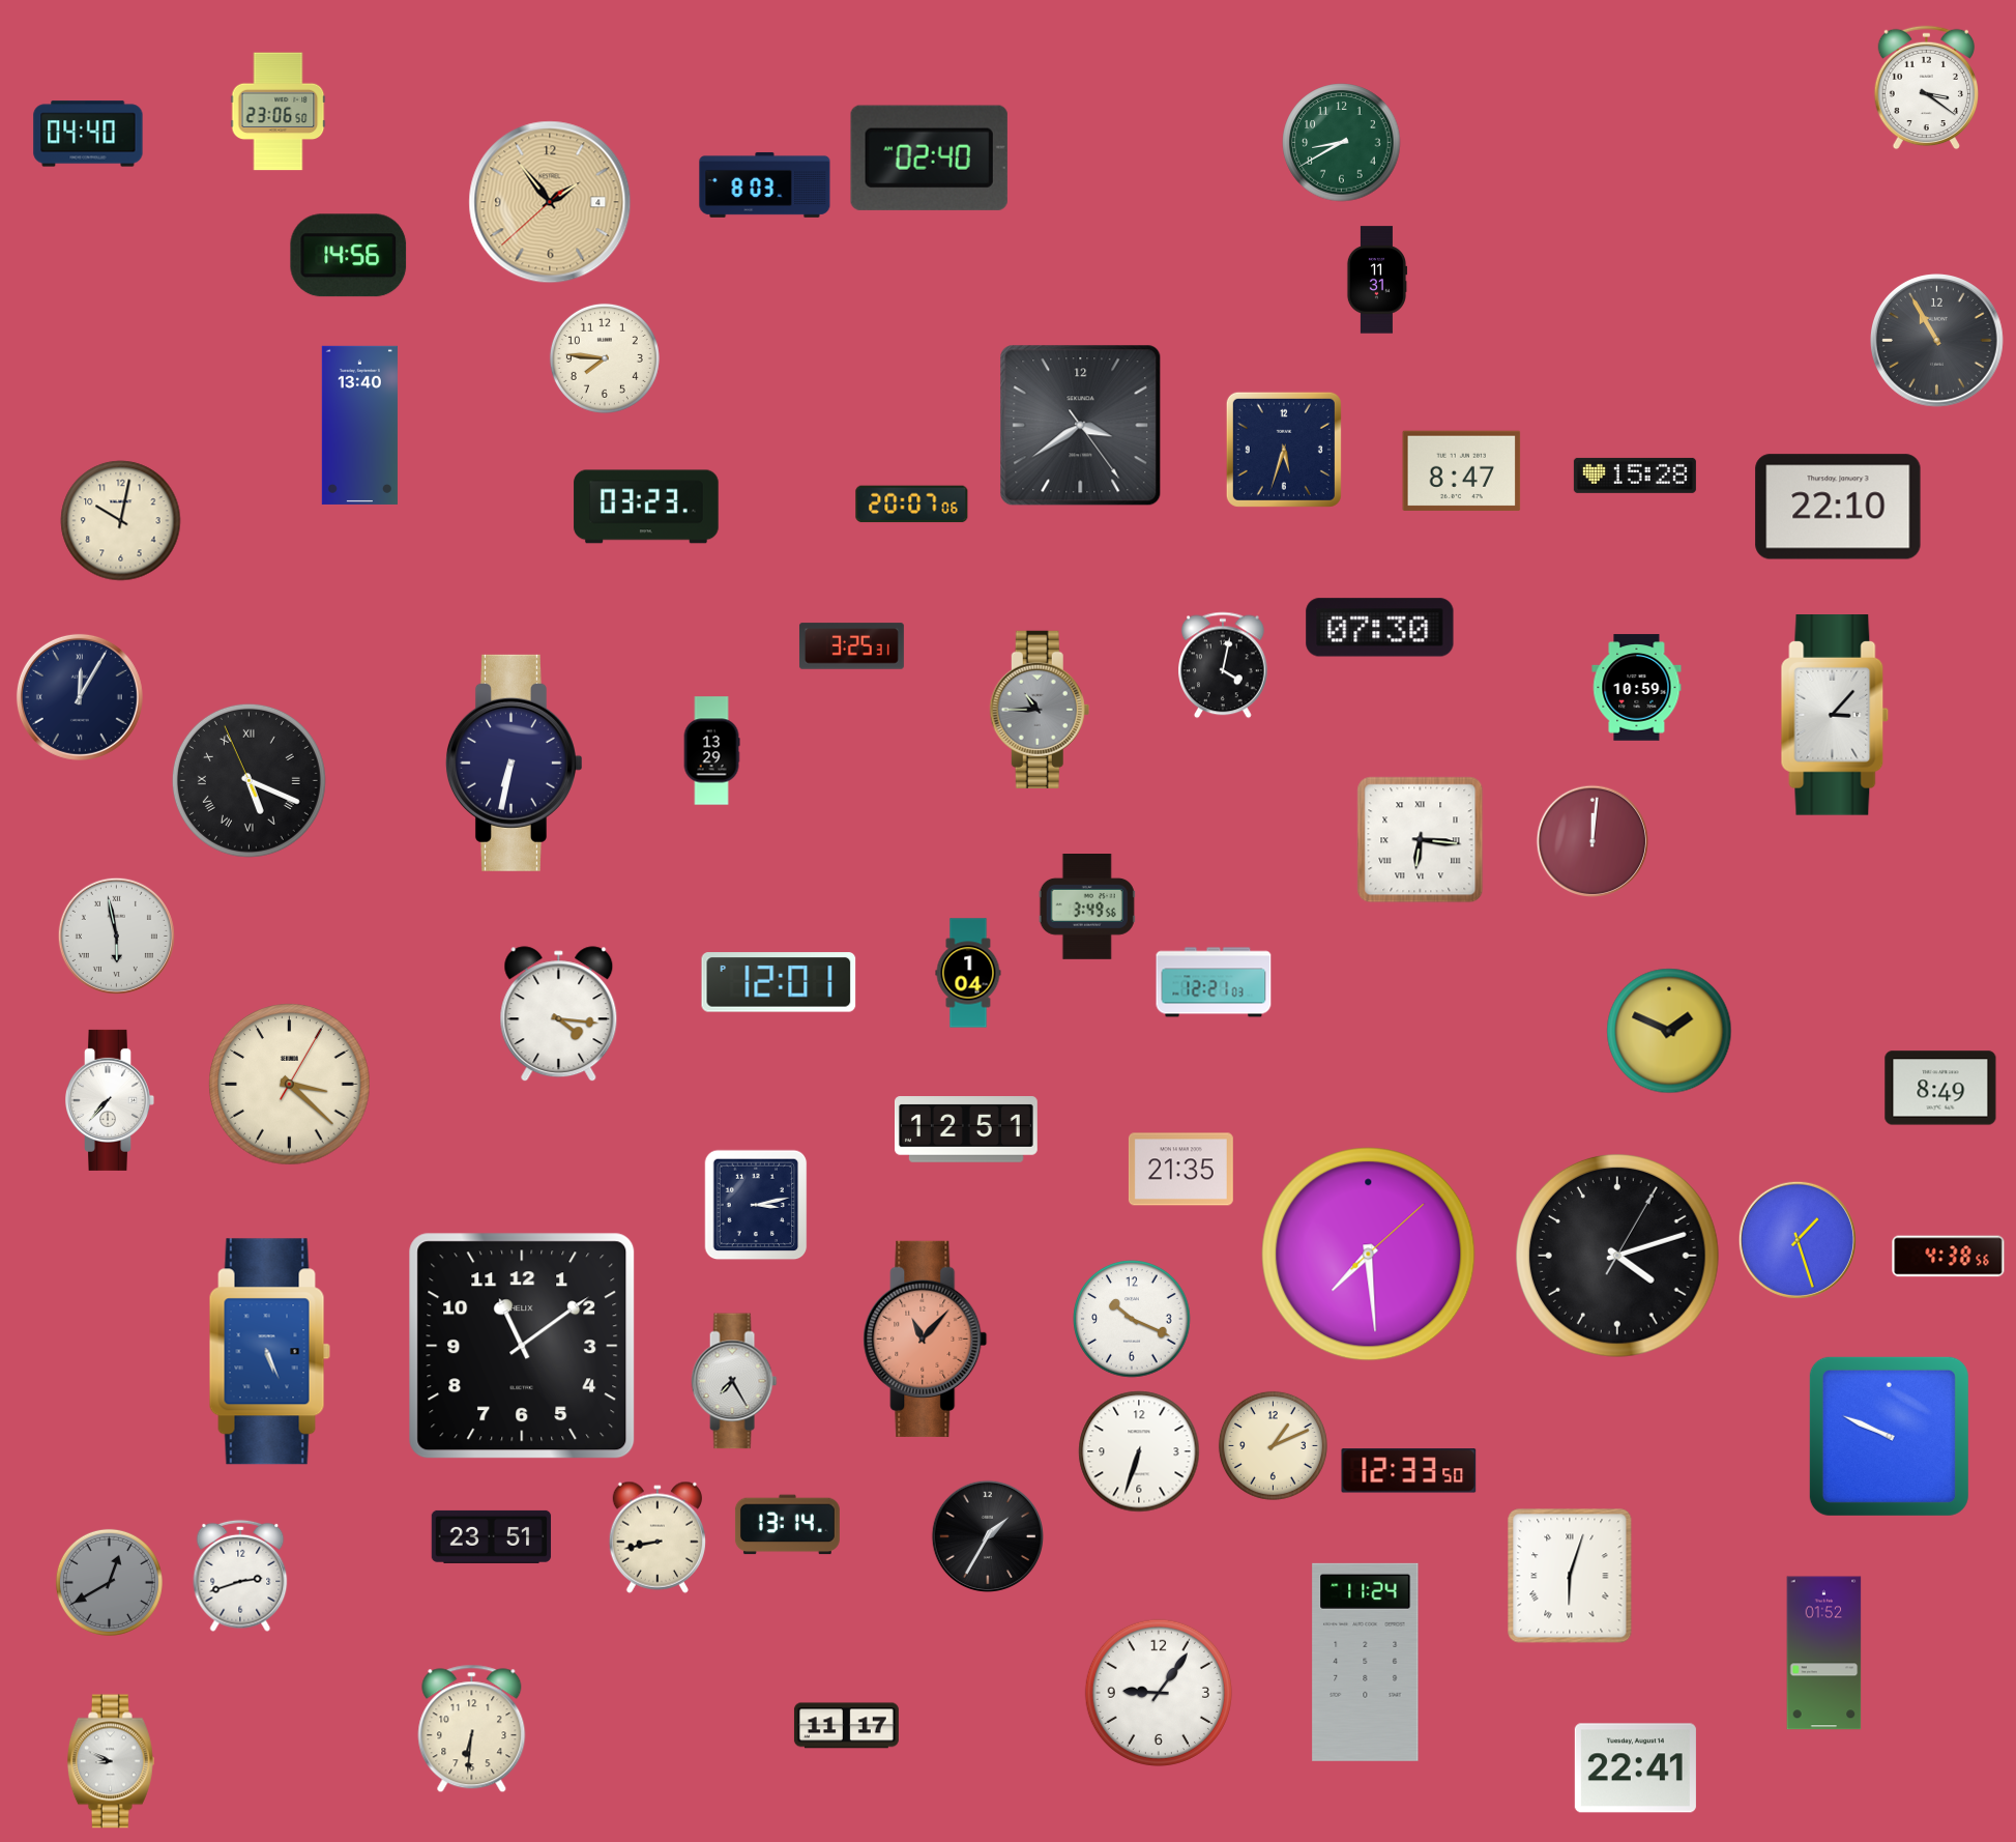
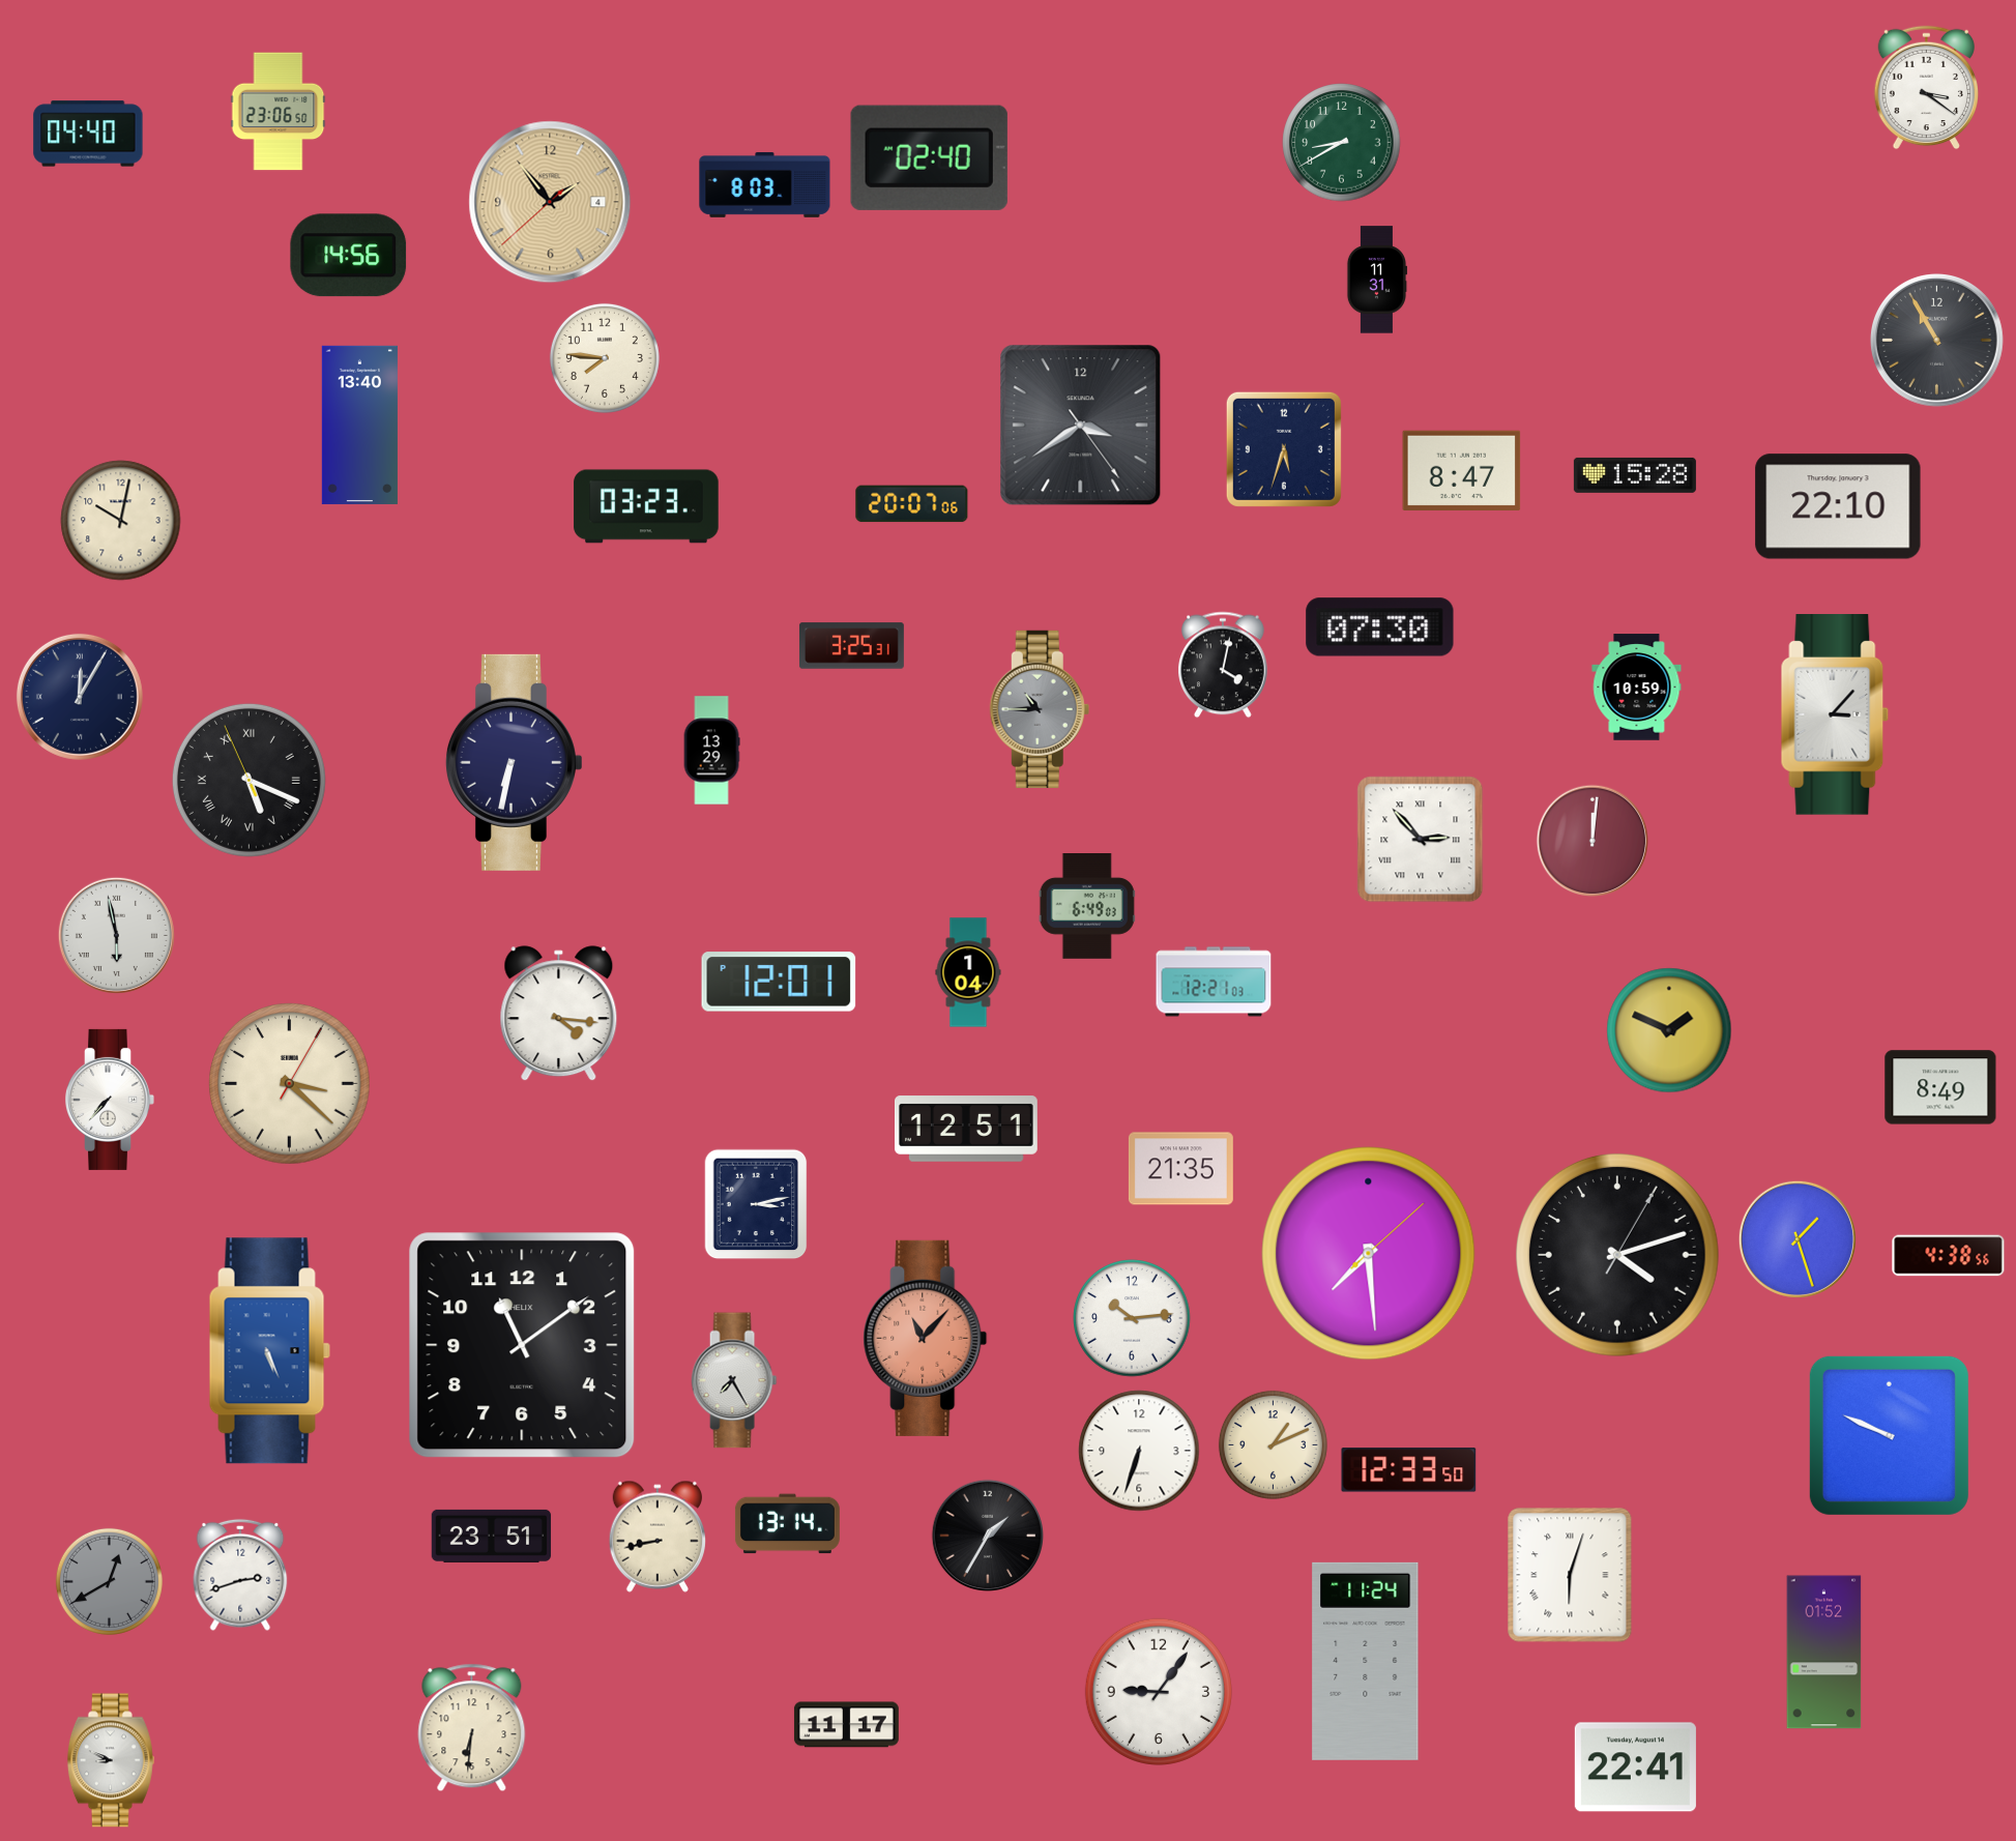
clock at (1421, 840): 6:16 -> 2:53
clock at (1087, 908): 3:49 -> 6:49
clock at (1132, 1319): 10:19 -> 10:14
